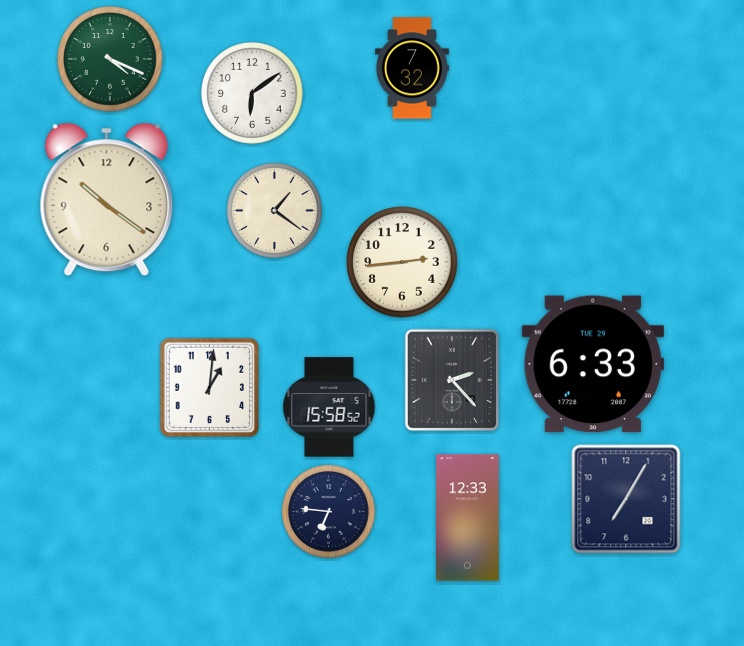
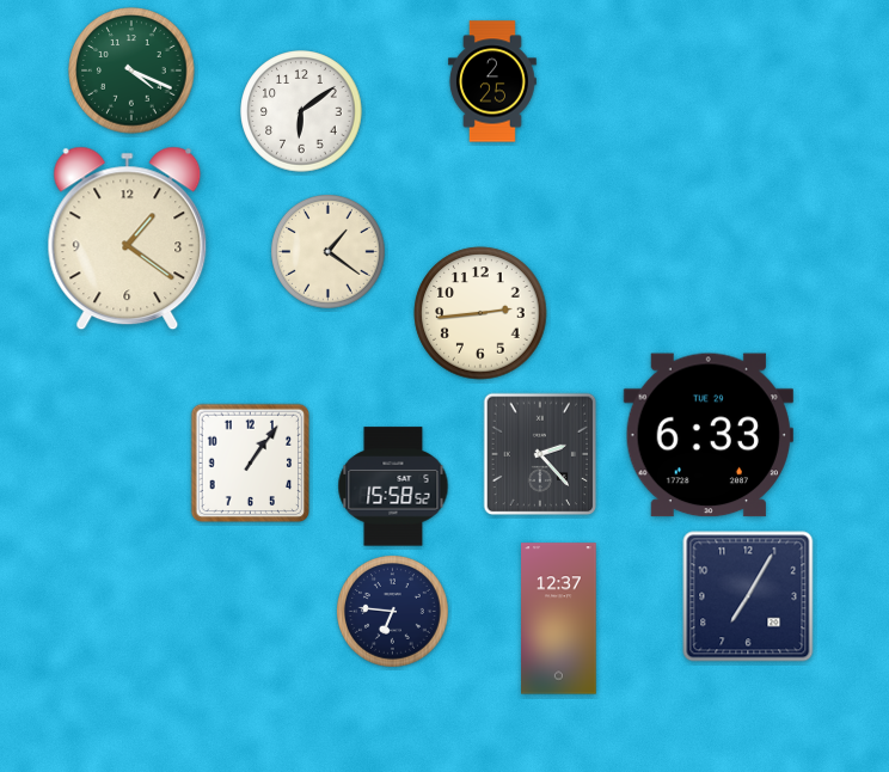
clock at (412, 68): 7:32 -> 2:25
clock at (107, 200): 10:21 -> 1:21
clock at (210, 388): 1:01 -> 1:06
clock at (468, 518): 12:33 -> 12:37
